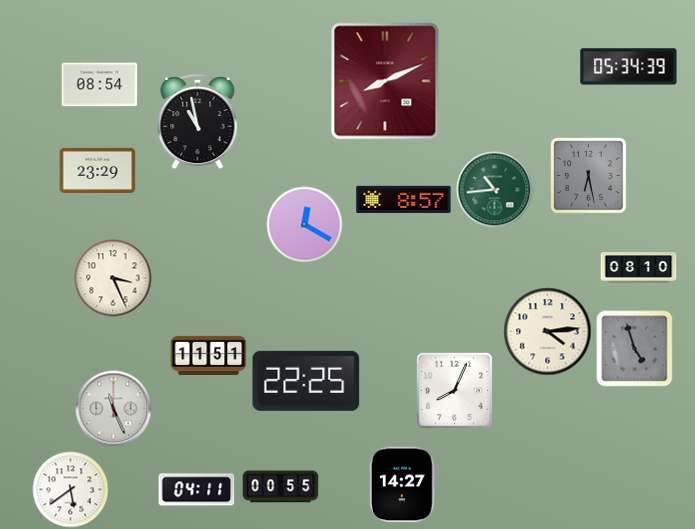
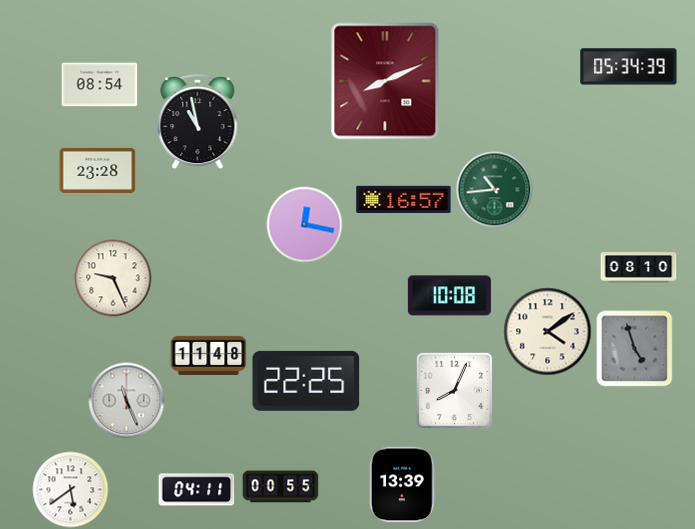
clock at (98, 170): 23:29 -> 23:28
clock at (589, 176): 6:28 -> none
clock at (404, 199): 8:57 -> 16:57
clock at (305, 225): 12:20 -> 12:17
clock at (113, 278): 3:26 -> 9:26
clock at (449, 296): none -> 10:08
clock at (548, 332): 4:14 -> 4:09
clock at (209, 355): 11:51 -> 11:48
clock at (114, 409) position: (114, 409) -> (127, 401)
clock at (402, 485): 14:27 -> 13:39
